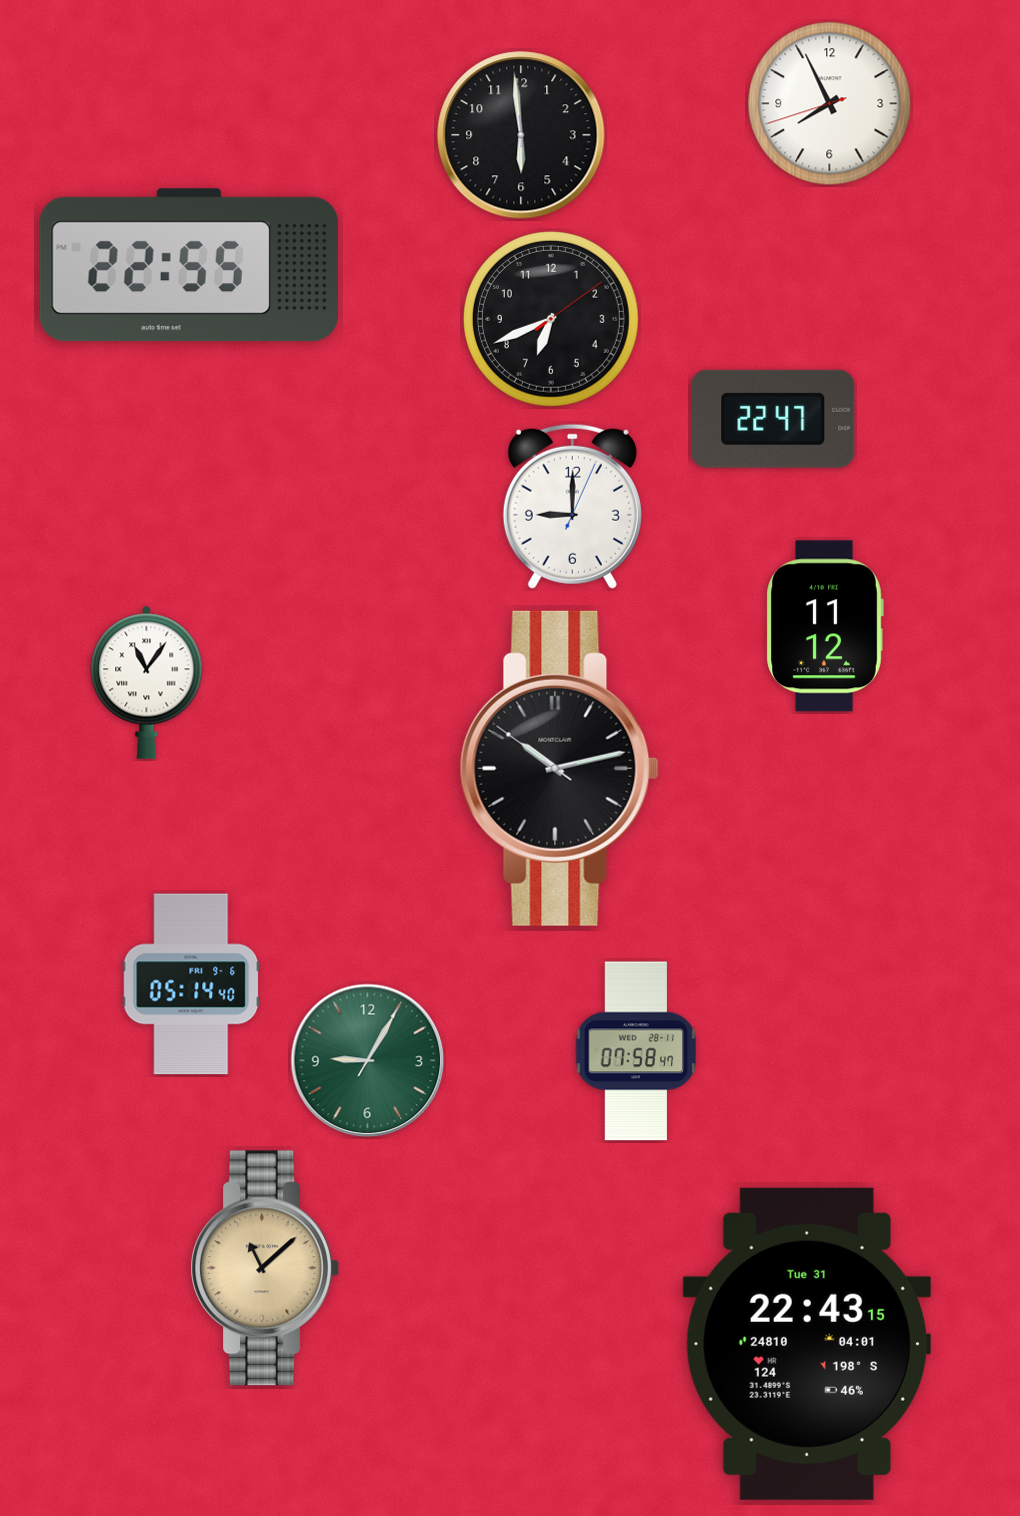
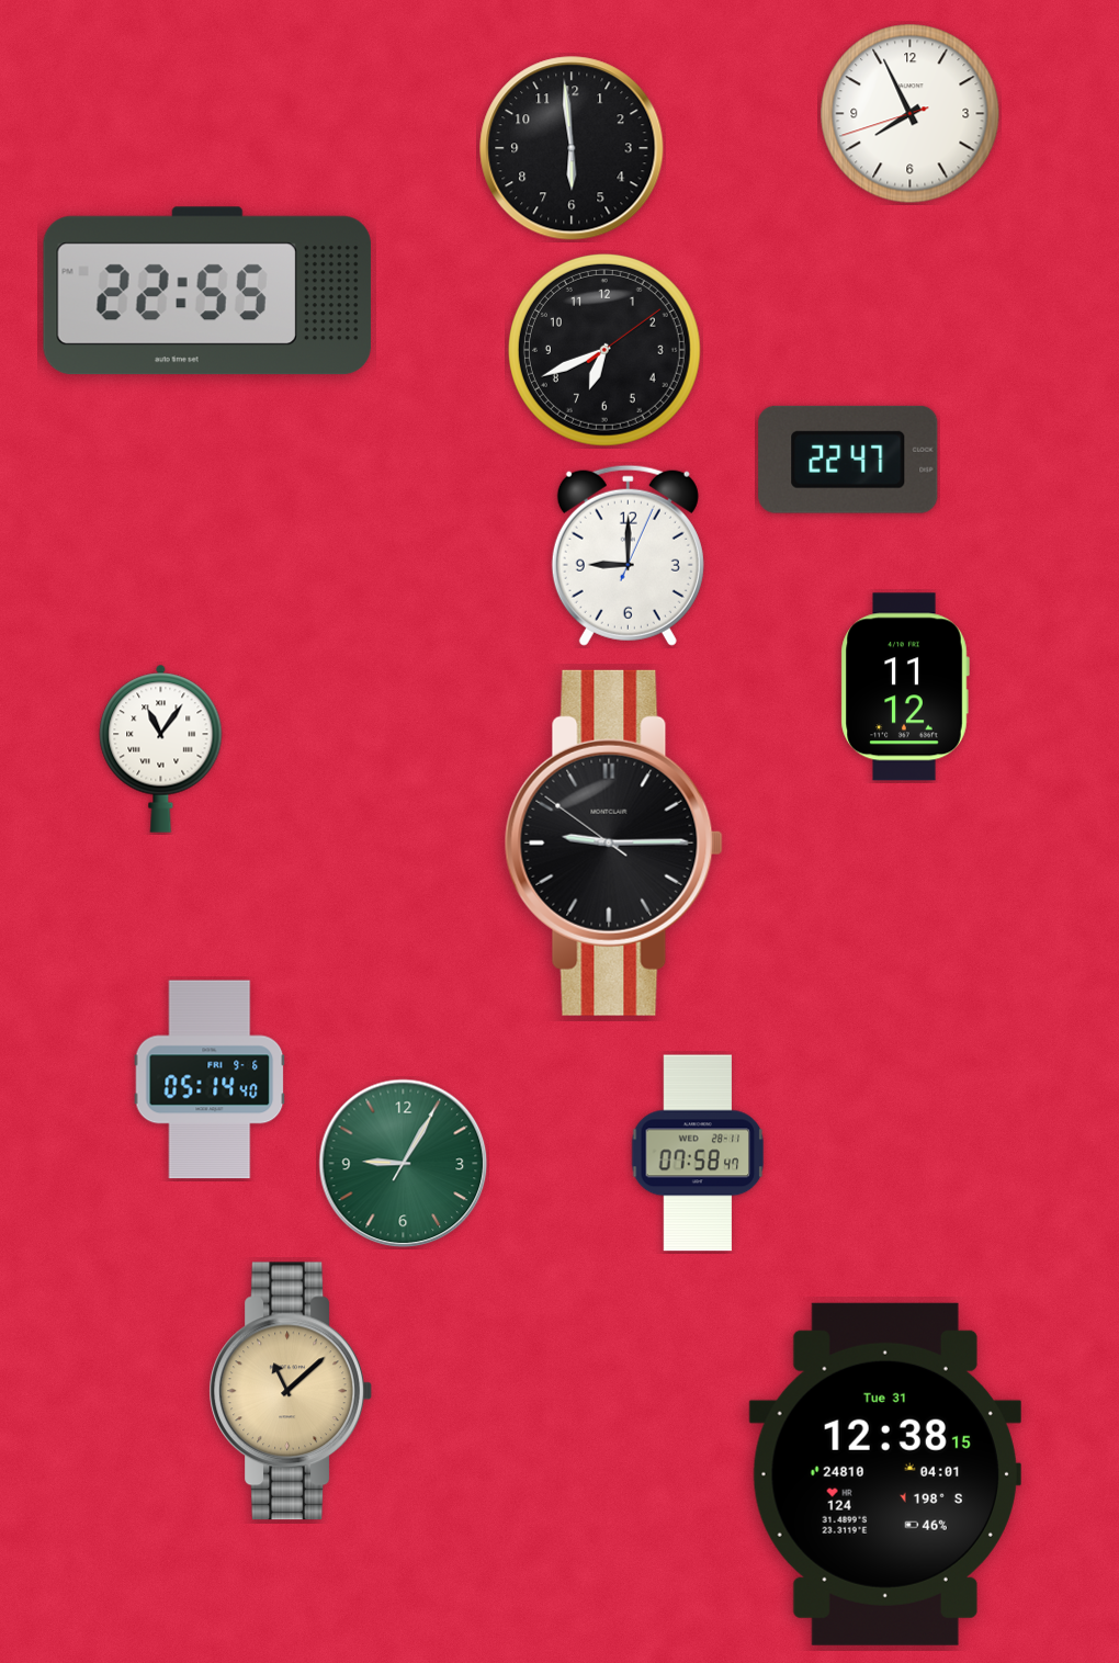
clock at (559, 768): 10:12 -> 9:14
clock at (807, 1344): 22:43 -> 12:38
